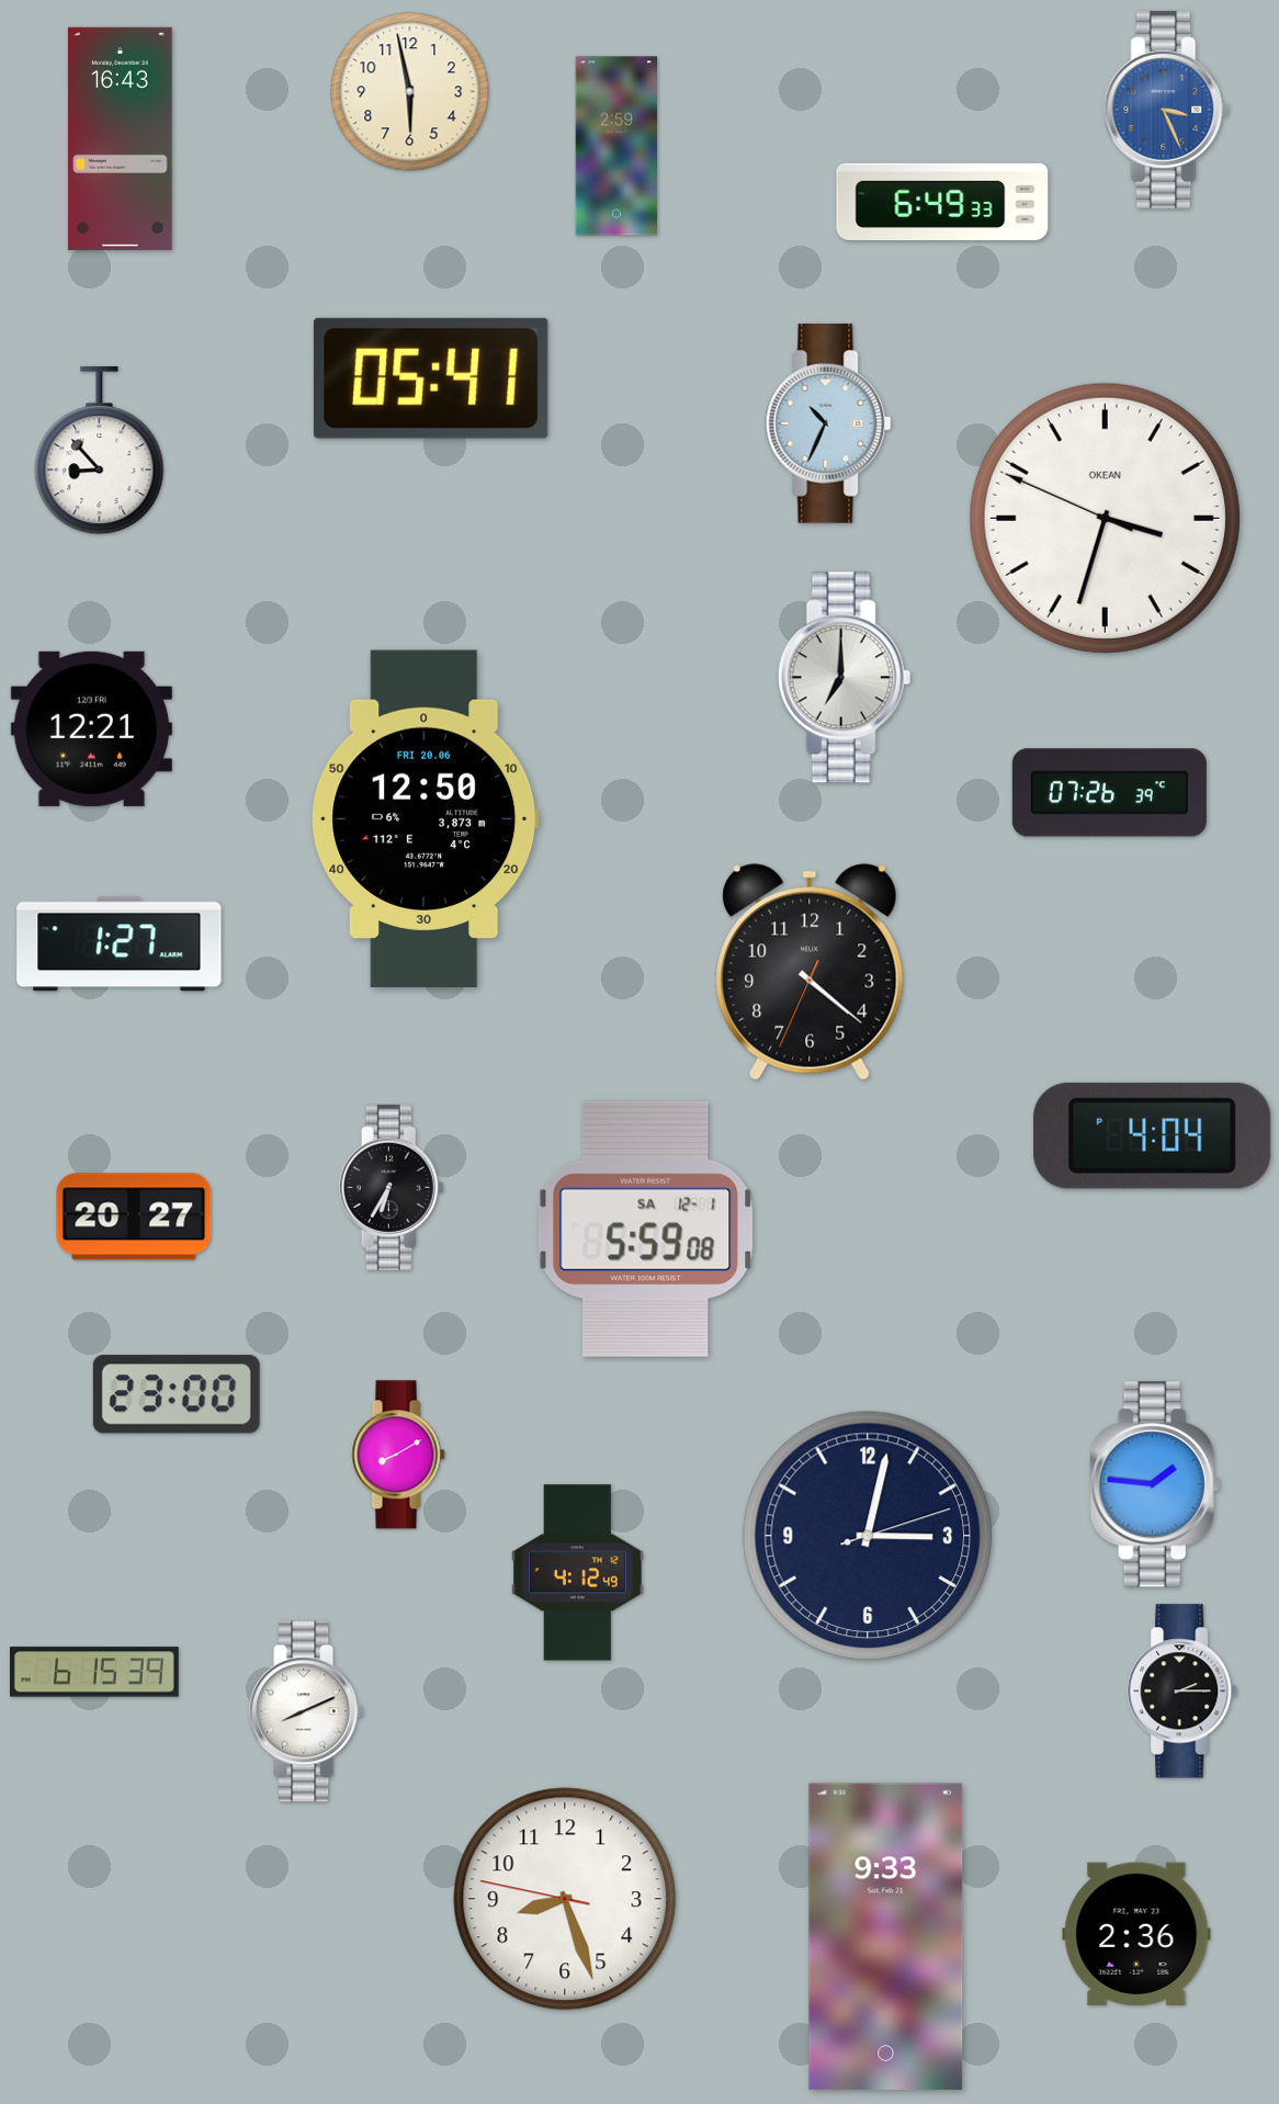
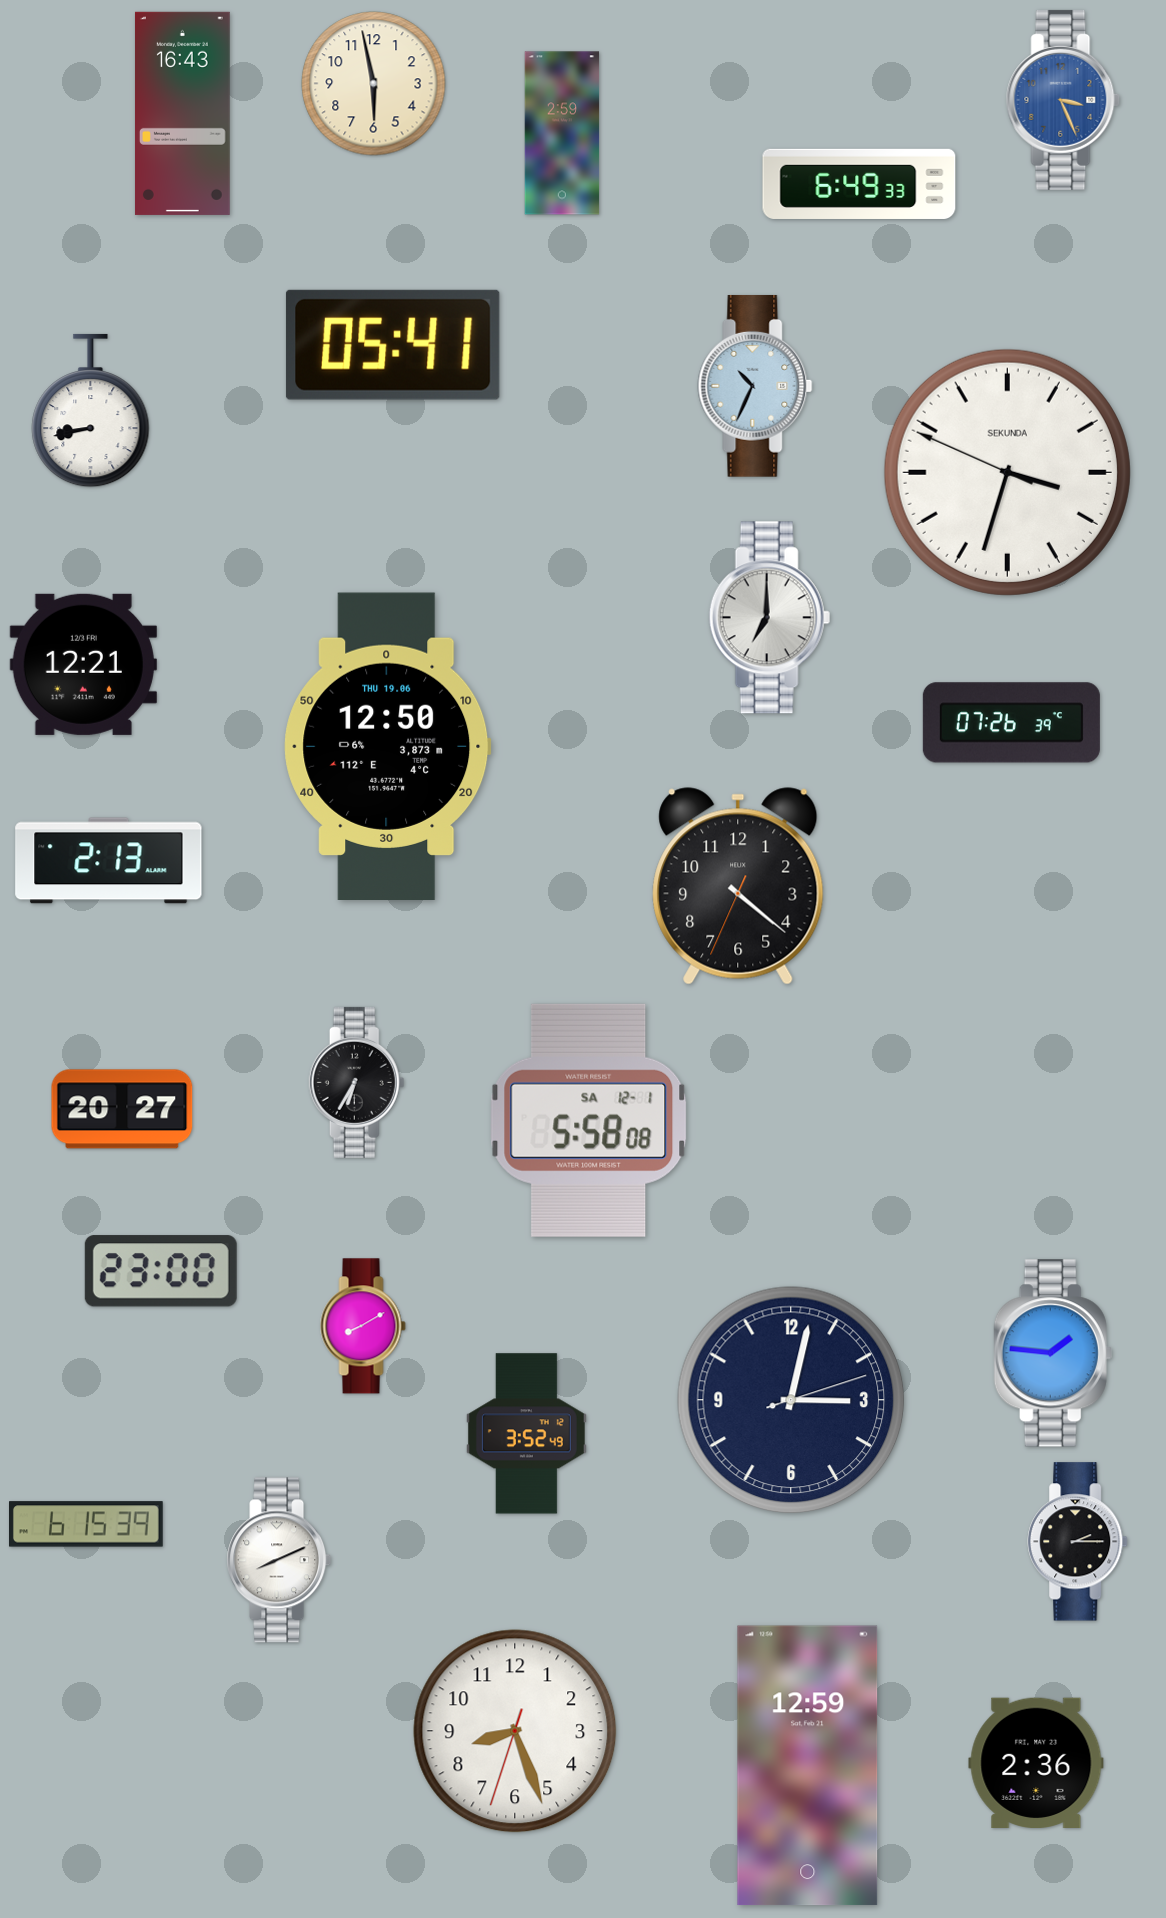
clock at (120, 138) position: (120, 138) -> (182, 113)
clock at (100, 451): 8:53 -> 8:43
clock at (1105, 518) brand: OKEAN -> SEKUNDA
clock at (426, 818) date: FRI 20.06 -> THU 19.06
clock at (120, 944): 1:27 -> 2:13
clock at (1153, 1135): 4:04 -> none
clock at (646, 1229): 5:59 -> 5:58
clock at (577, 1573): 4:12 -> 3:52
clock at (565, 1899): 8:26:47 -> 8:26:33
clock at (886, 1937): 9:33 -> 12:59
